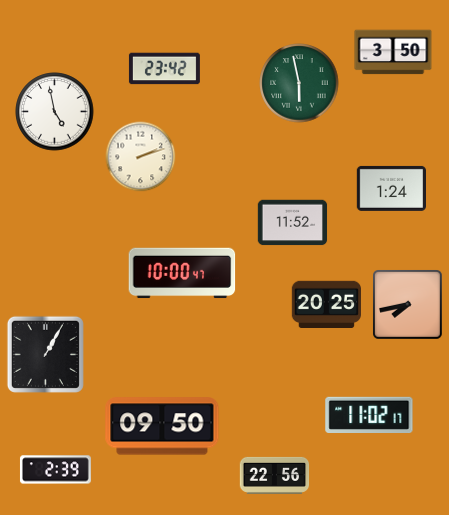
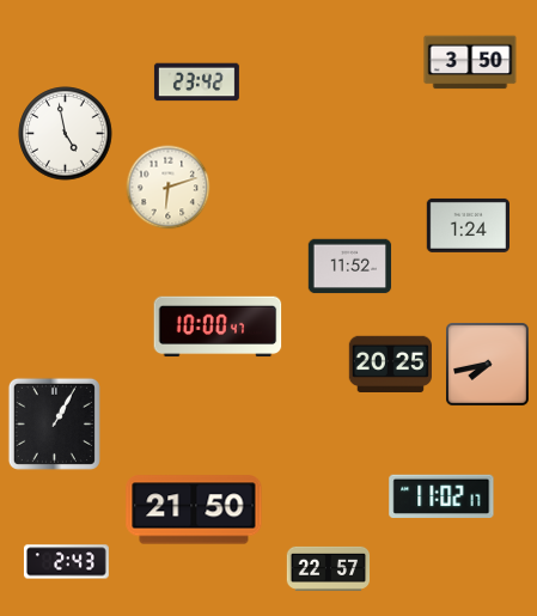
clock at (299, 83): 5:58 -> none
clock at (141, 157): 2:12 -> 6:12
clock at (162, 426): 09:50 -> 21:50
clock at (55, 470): 2:39 -> 2:43
clock at (275, 475): 22:56 -> 22:57
